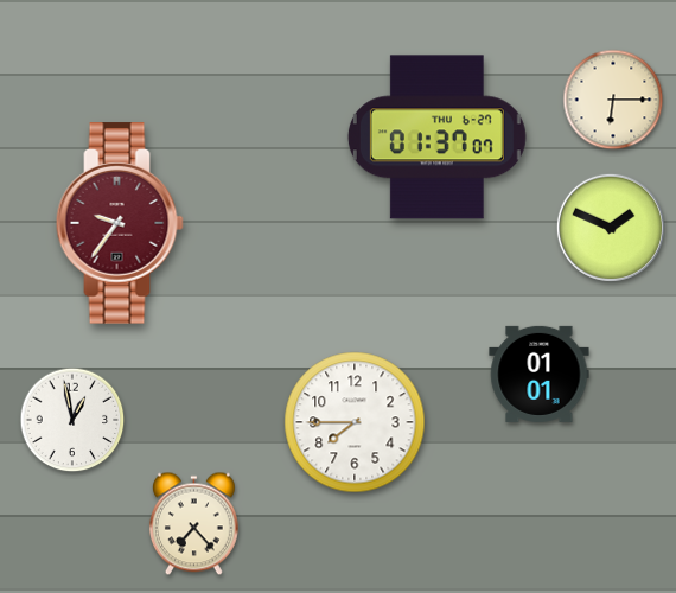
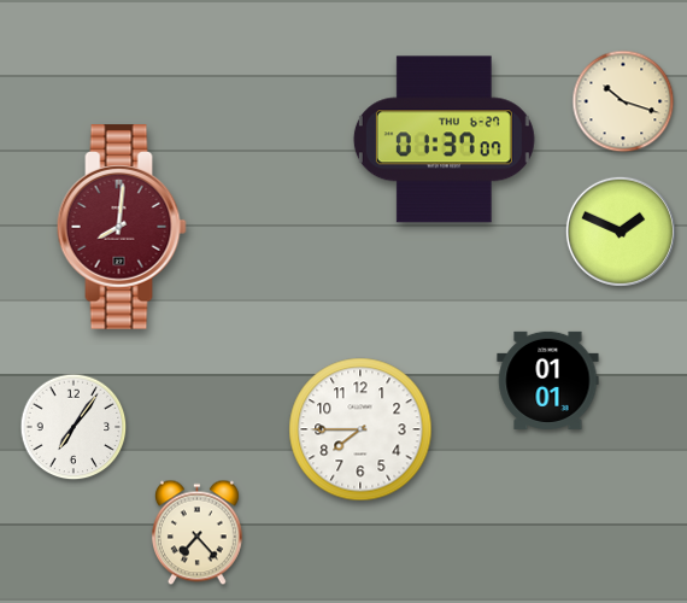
clock at (613, 100): 6:15 -> 10:18
clock at (120, 223): 9:36 -> 8:01
clock at (72, 420): 12:58 -> 7:06
